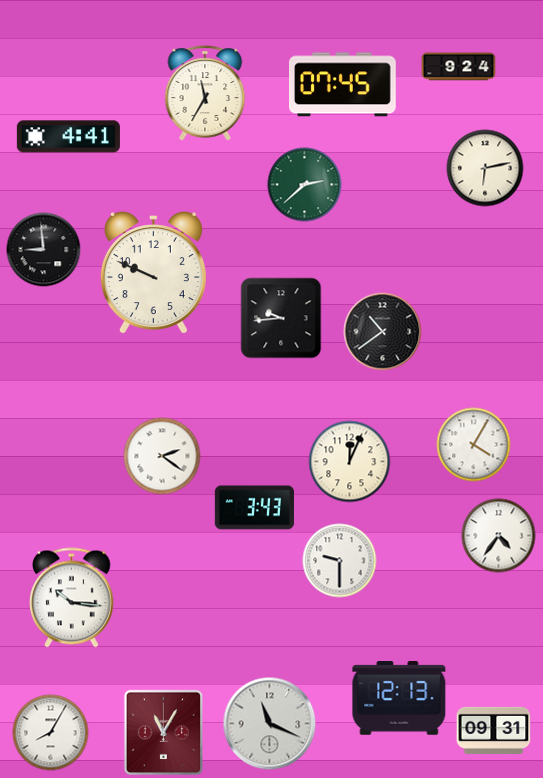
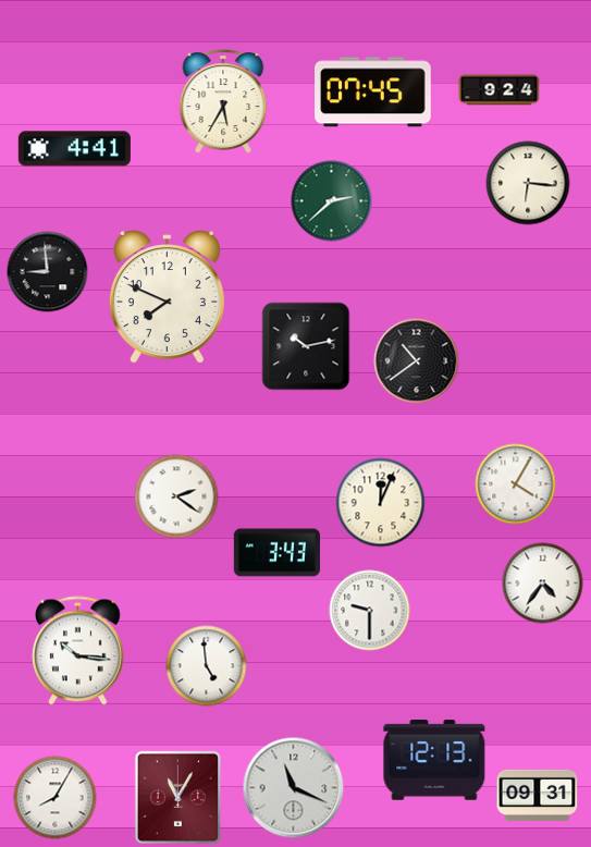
clock at (459, 67) position: (459, 67) -> (500, 90)
clock at (205, 93): 11:35 -> 5:35
clock at (485, 168): 6:13 -> 6:16
clock at (153, 274): 9:49 -> 7:49
clock at (281, 318): 9:44 -> 10:13
clock at (207, 666): none -> 4:59
